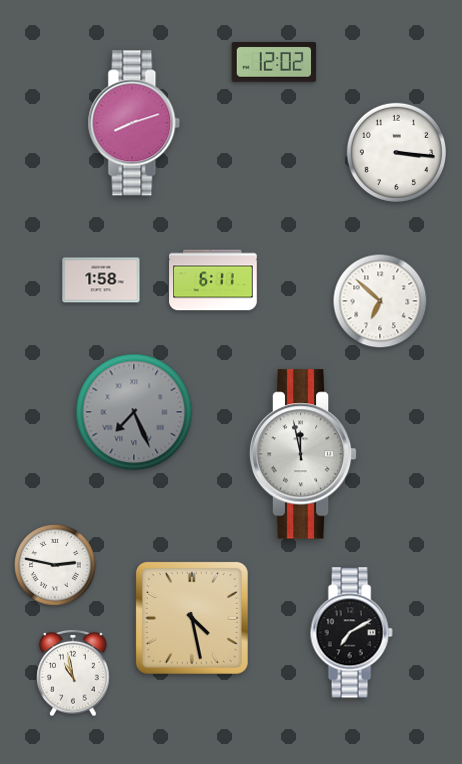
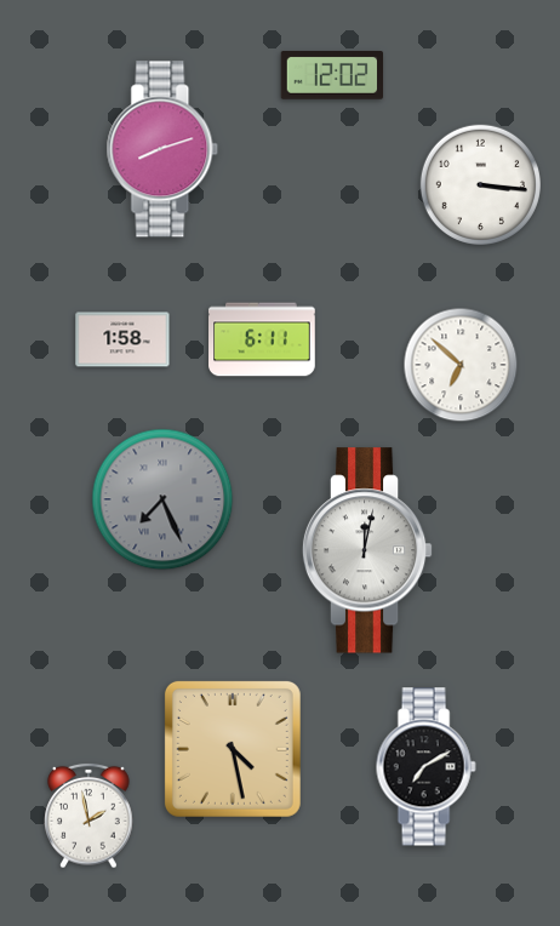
clock at (213, 280) position: (213, 280) -> (262, 339)
clock at (303, 454): 11:58 -> 12:02
clock at (56, 566): 2:47 -> none
clock at (73, 673): 10:58 -> 1:58
